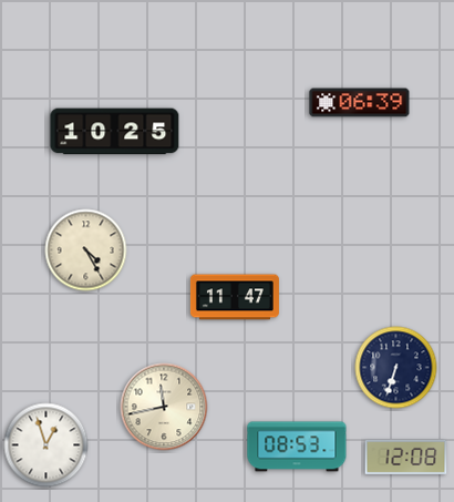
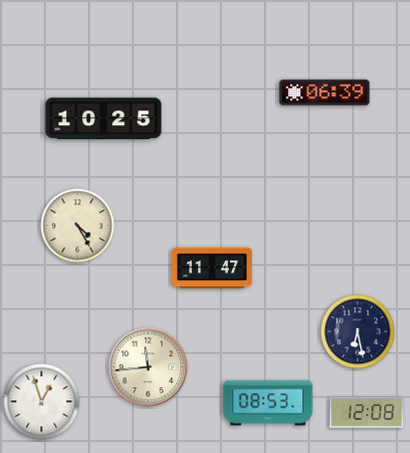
clock at (396, 368): 6:33 -> 6:28
clock at (164, 407): 11:43 -> 11:44
